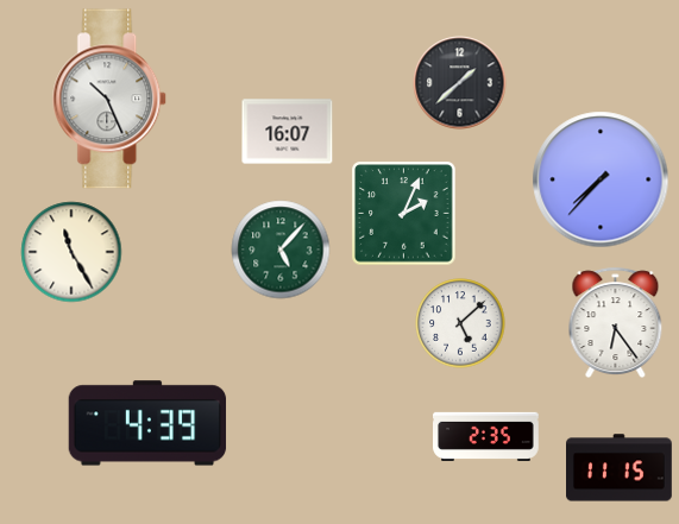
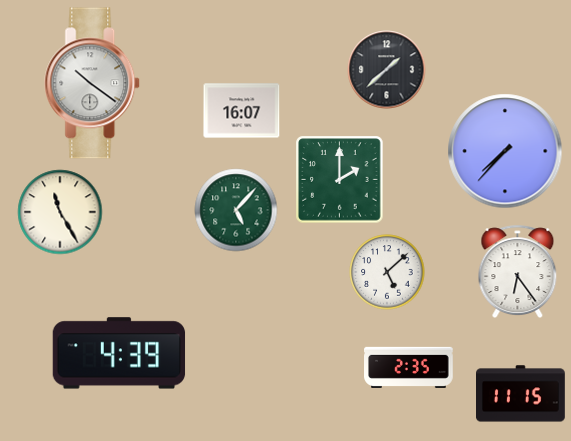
clock at (111, 99): 10:26 -> 10:21
clock at (404, 214): 2:04 -> 2:00
clock at (147, 423) position: (147, 423) -> (119, 353)
